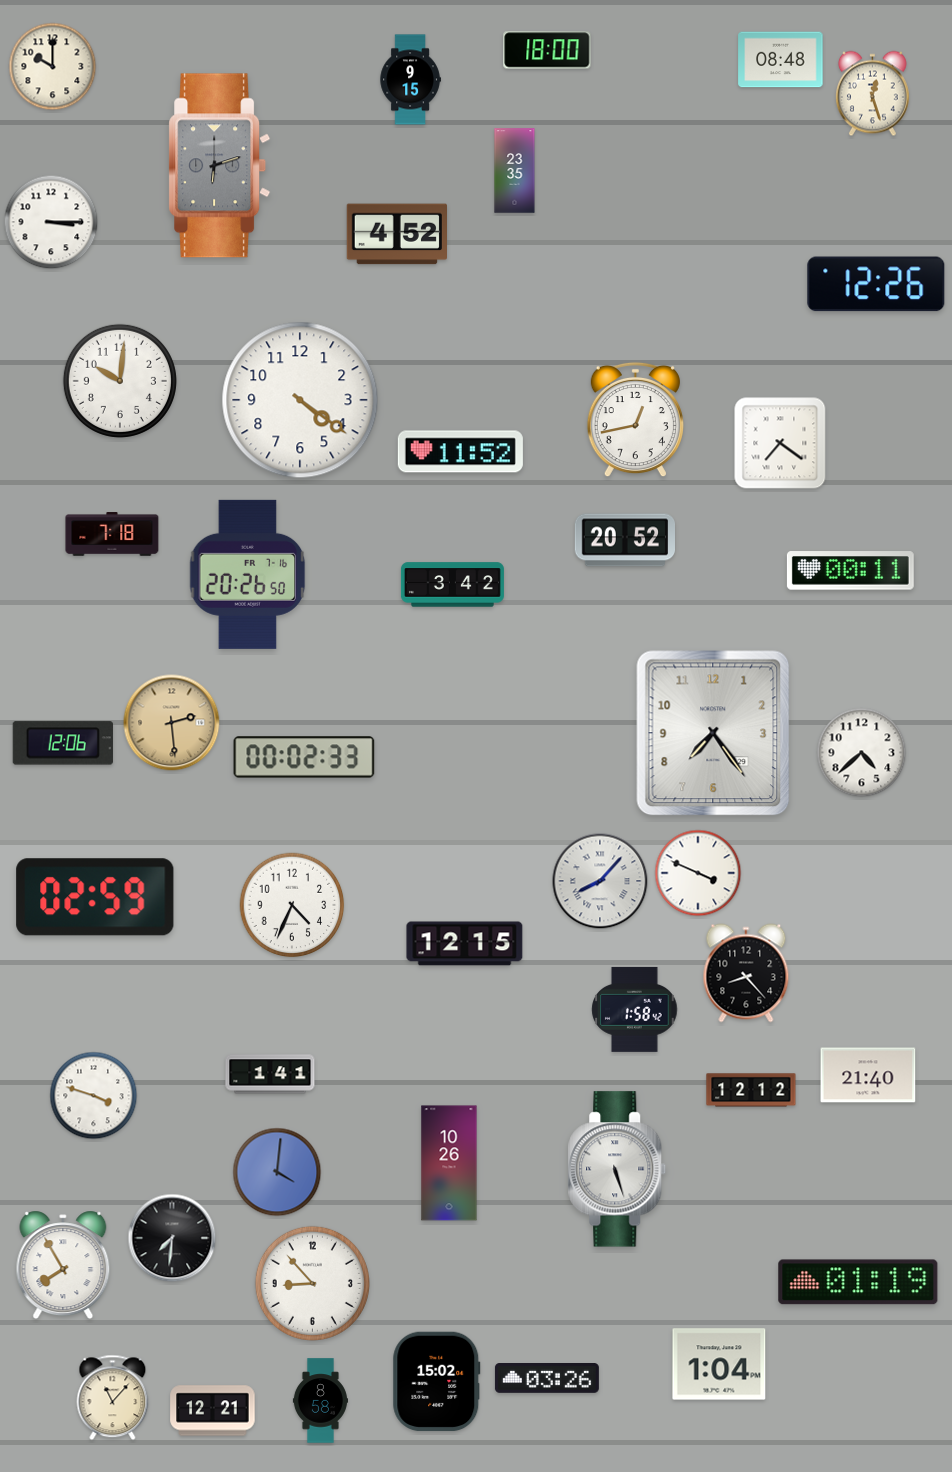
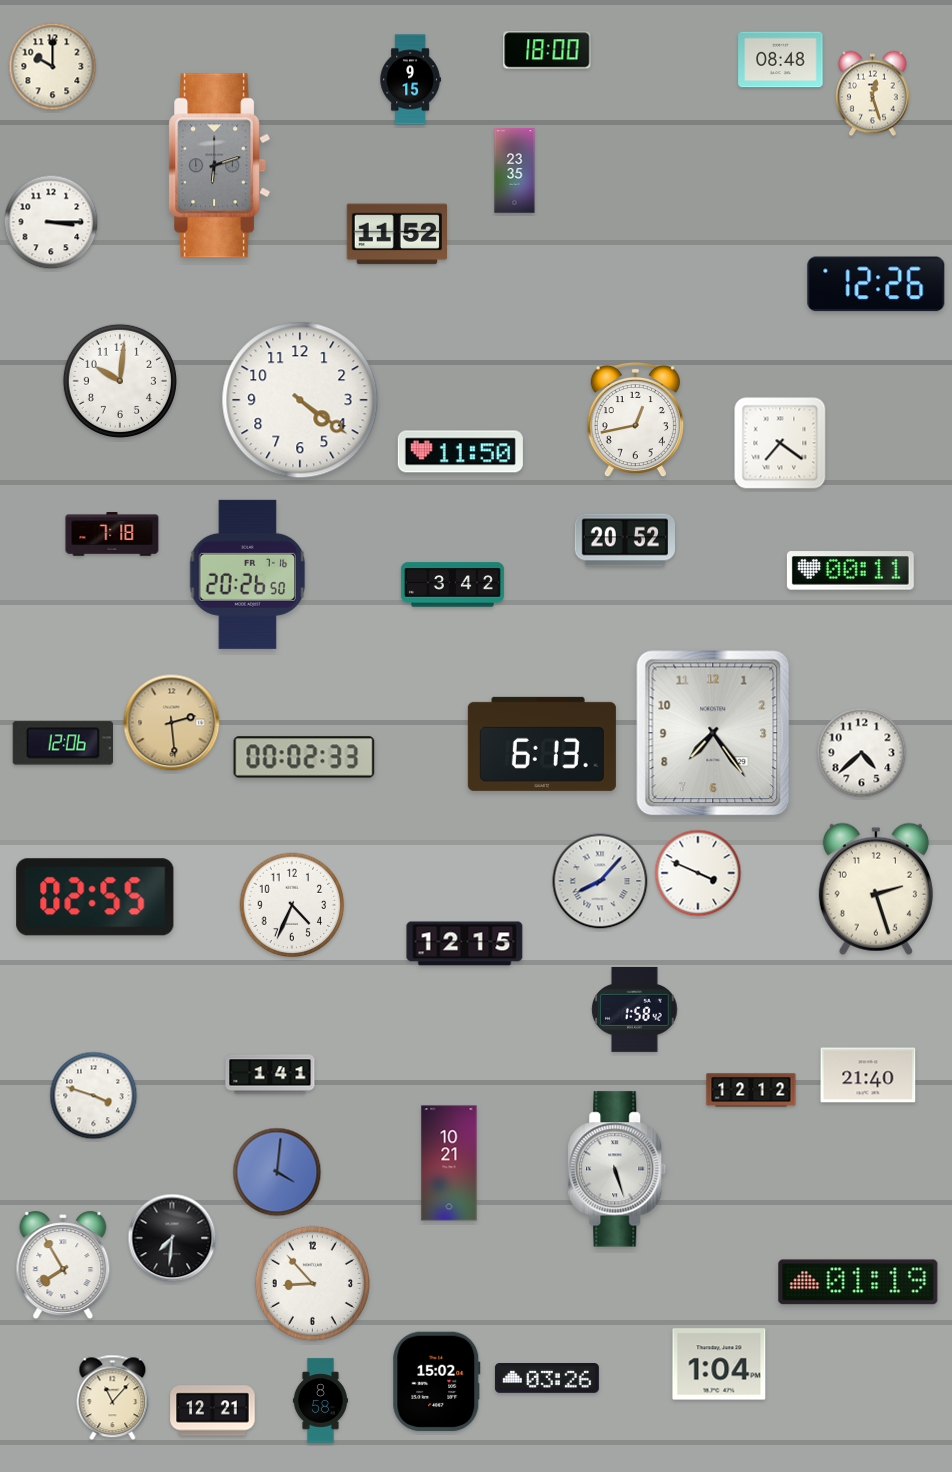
clock at (396, 234): 4:52 -> 11:52
clock at (460, 452): 11:52 -> 11:50
clock at (542, 744): none -> 6:13
clock at (876, 889): none -> 2:27
clock at (95, 897): 02:59 -> 02:55
clock at (746, 973): 8:23 -> none
clock at (449, 1163): 10:26 -> 10:21
